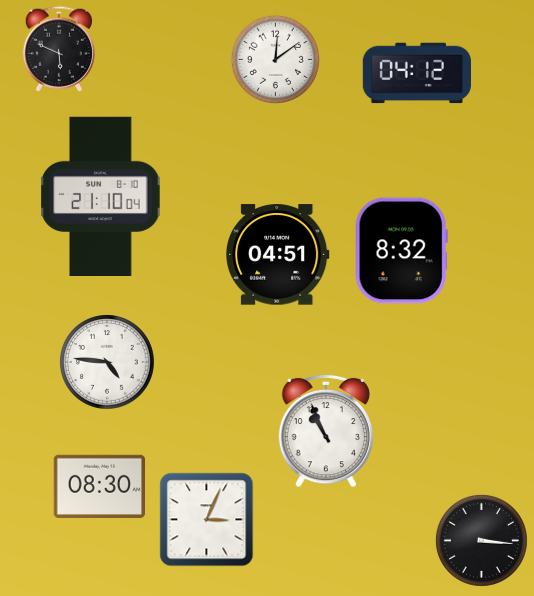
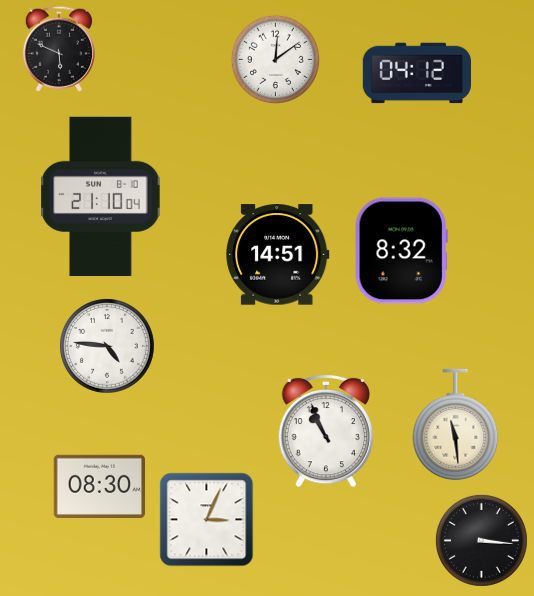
clock at (278, 255): 04:51 -> 14:51
clock at (108, 363) position: (108, 363) -> (108, 347)
clock at (456, 425): none -> 11:29
